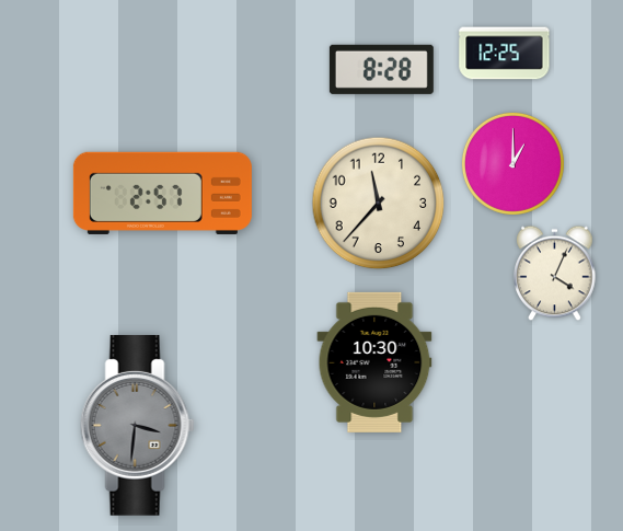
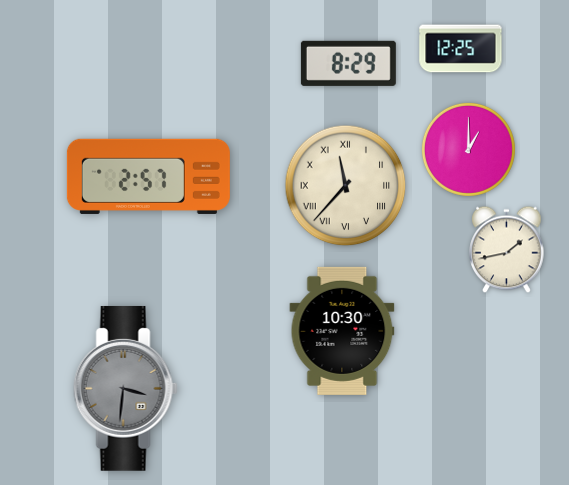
clock at (381, 69): 8:28 -> 8:29
clock at (379, 204) numerals: Arabic -> Roman
clock at (555, 274): 4:04 -> 1:43
